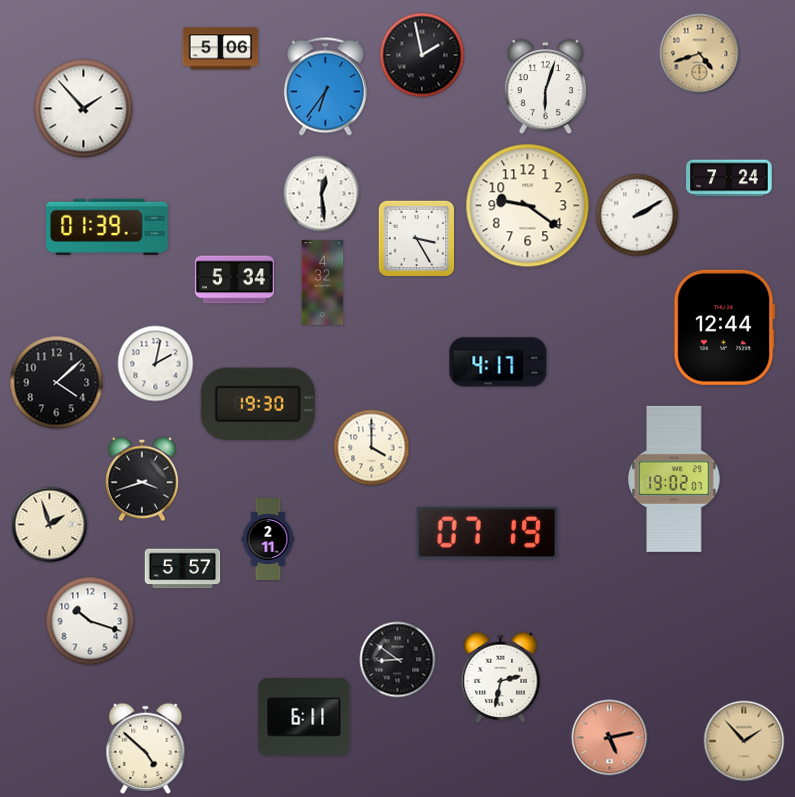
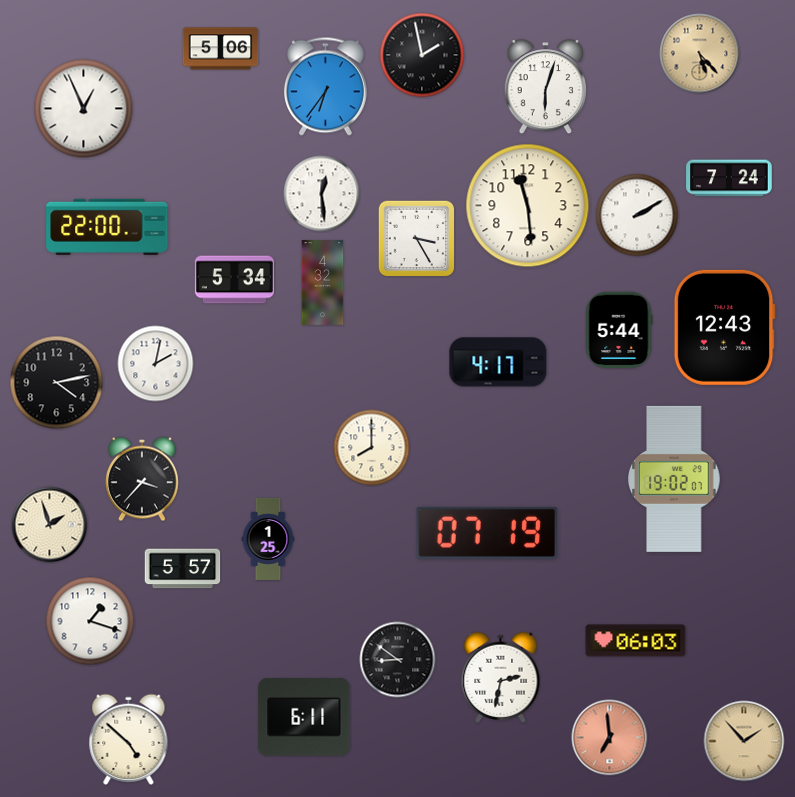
clock at (700, 54): 4:42 -> 5:23
clock at (84, 109): 1:53 -> 12:56
clock at (528, 206): 9:21 -> 11:29
clock at (107, 227): 01:39 -> 22:00
clock at (724, 327): 12:44 -> 12:43
clock at (619, 330): none -> 5:44
clock at (57, 383): 4:08 -> 4:13
clock at (258, 404): 19:30 -> none
clock at (372, 448): 4:00 -> 8:00
clock at (142, 479): 3:42 -> 3:37
clock at (268, 539): 2:11 -> 1:25
clock at (90, 621): 10:18 -> 1:18
clock at (636, 641): none -> 06:03
clock at (610, 738): 5:13 -> 6:59
clock at (146, 748) position: (146, 748) -> (129, 739)
